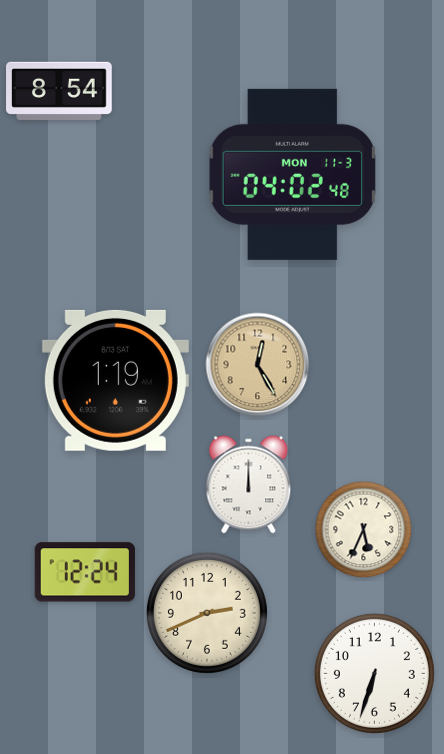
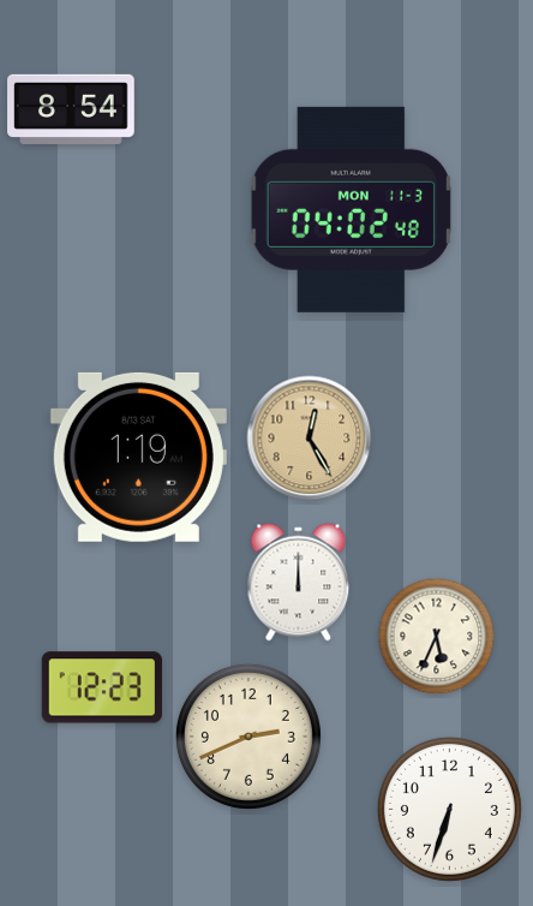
clock at (85, 572): 12:24 -> 12:23
